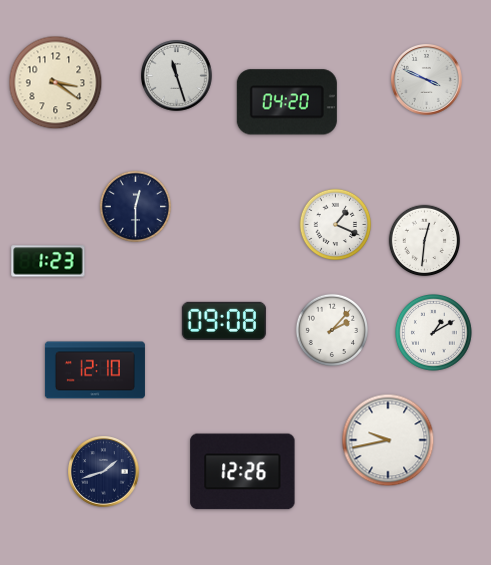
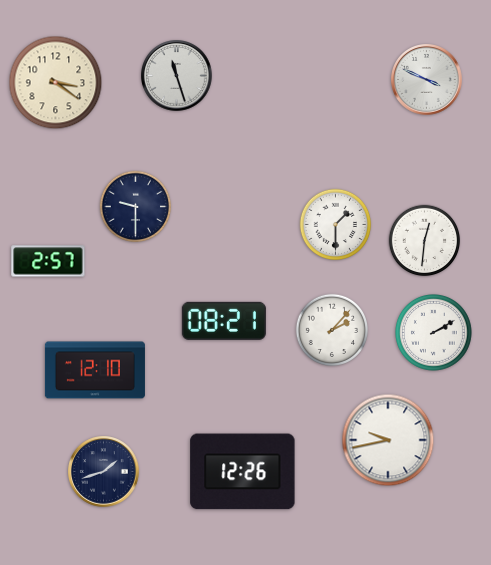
clock at (287, 102): 04:20 -> none
clock at (136, 207): 12:30 -> 9:30
clock at (336, 225): 1:19 -> 1:30
clock at (48, 261): 1:23 -> 2:57
clock at (224, 321): 09:08 -> 08:21
clock at (434, 333): 1:10 -> 2:10
